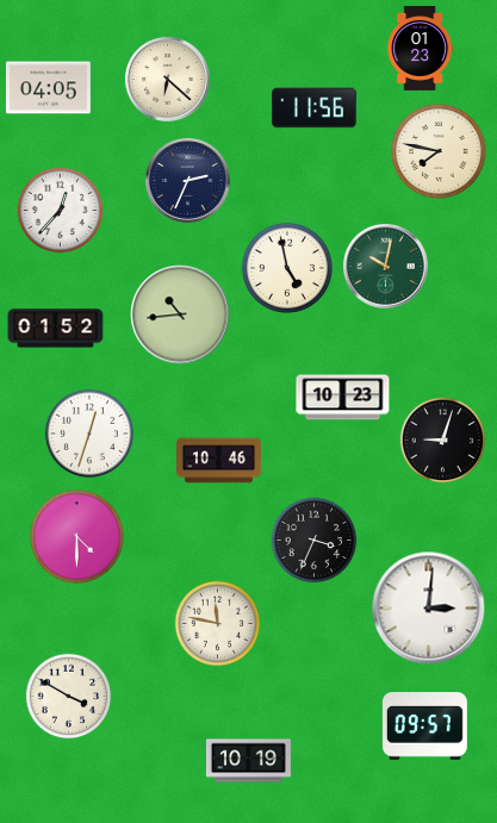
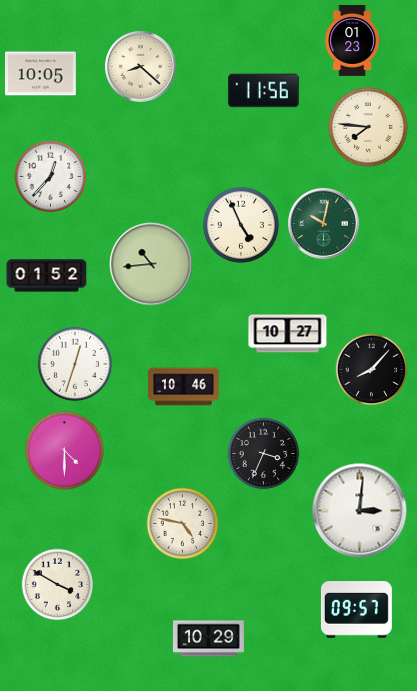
clock at (167, 79): 6:22 -> 8:22
clock at (48, 88): 04:05 -> 10:05
clock at (439, 151): 7:47 -> 7:46
clock at (187, 180): 2:34 -> none
clock at (287, 268): 4:58 -> 4:56
clock at (343, 398): 10:23 -> 10:27
clock at (443, 441): 9:03 -> 8:07
clock at (218, 624): 11:47 -> 4:47
clock at (248, 761): 10:19 -> 10:29
